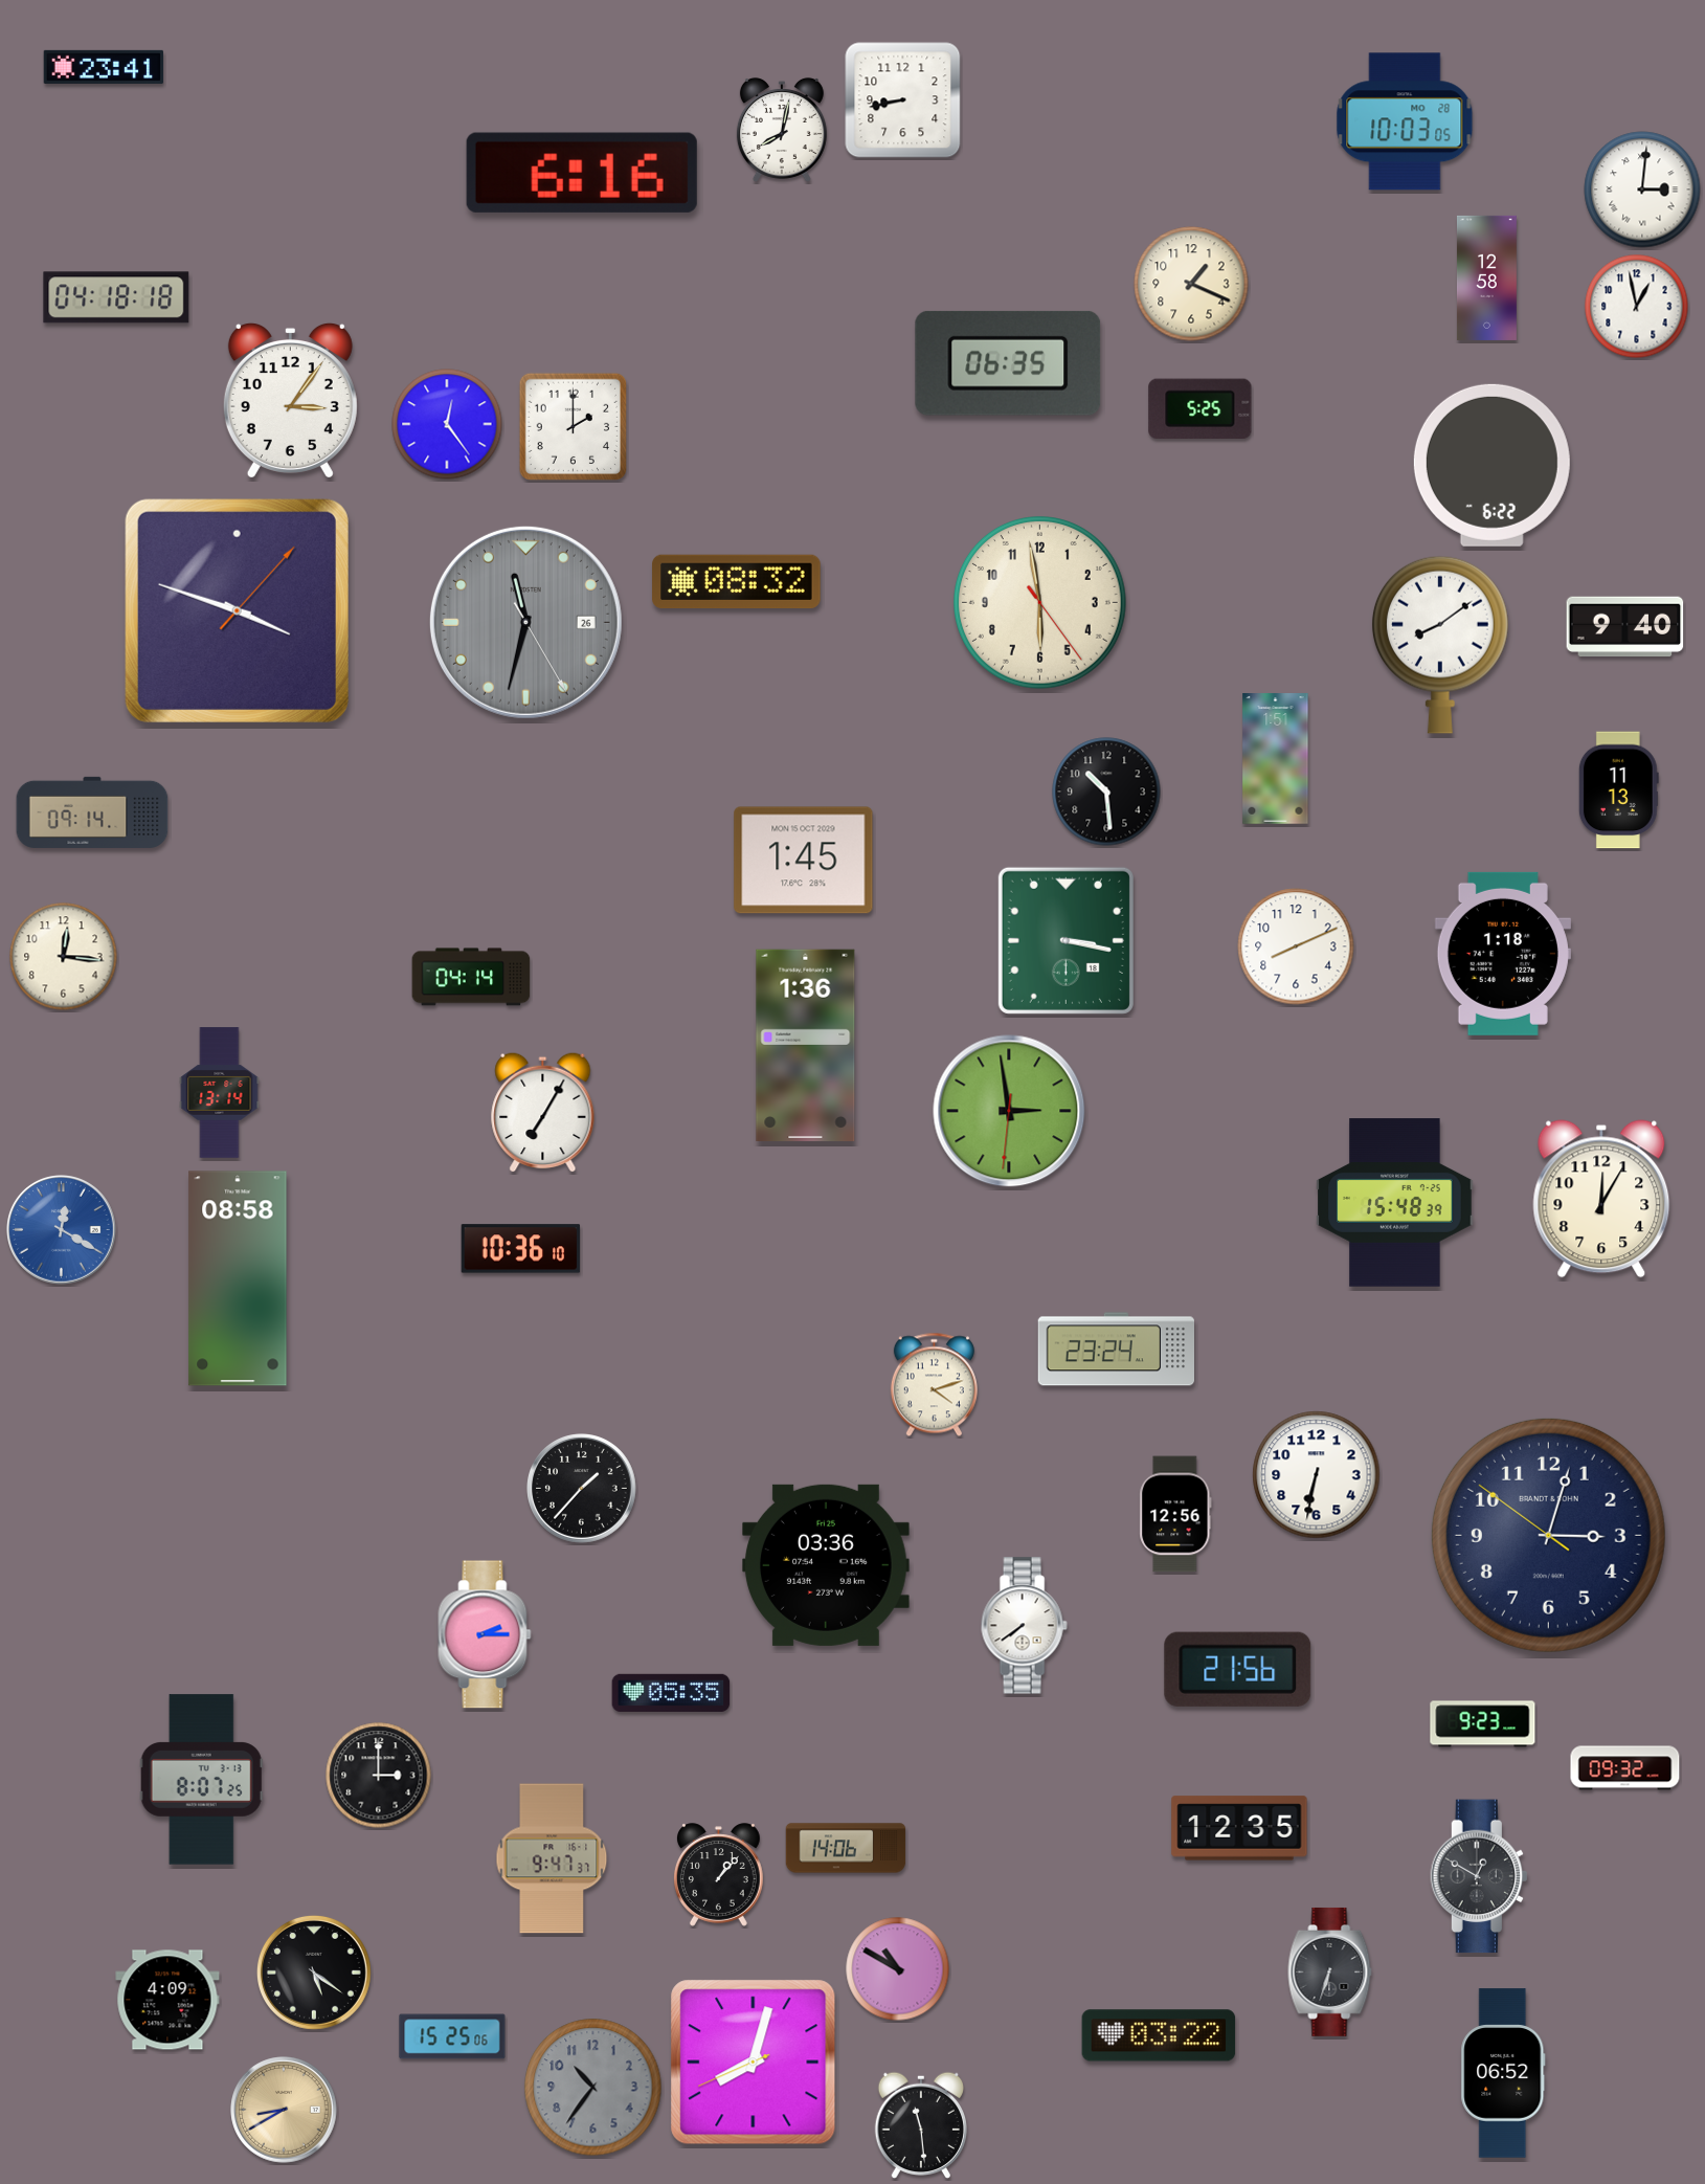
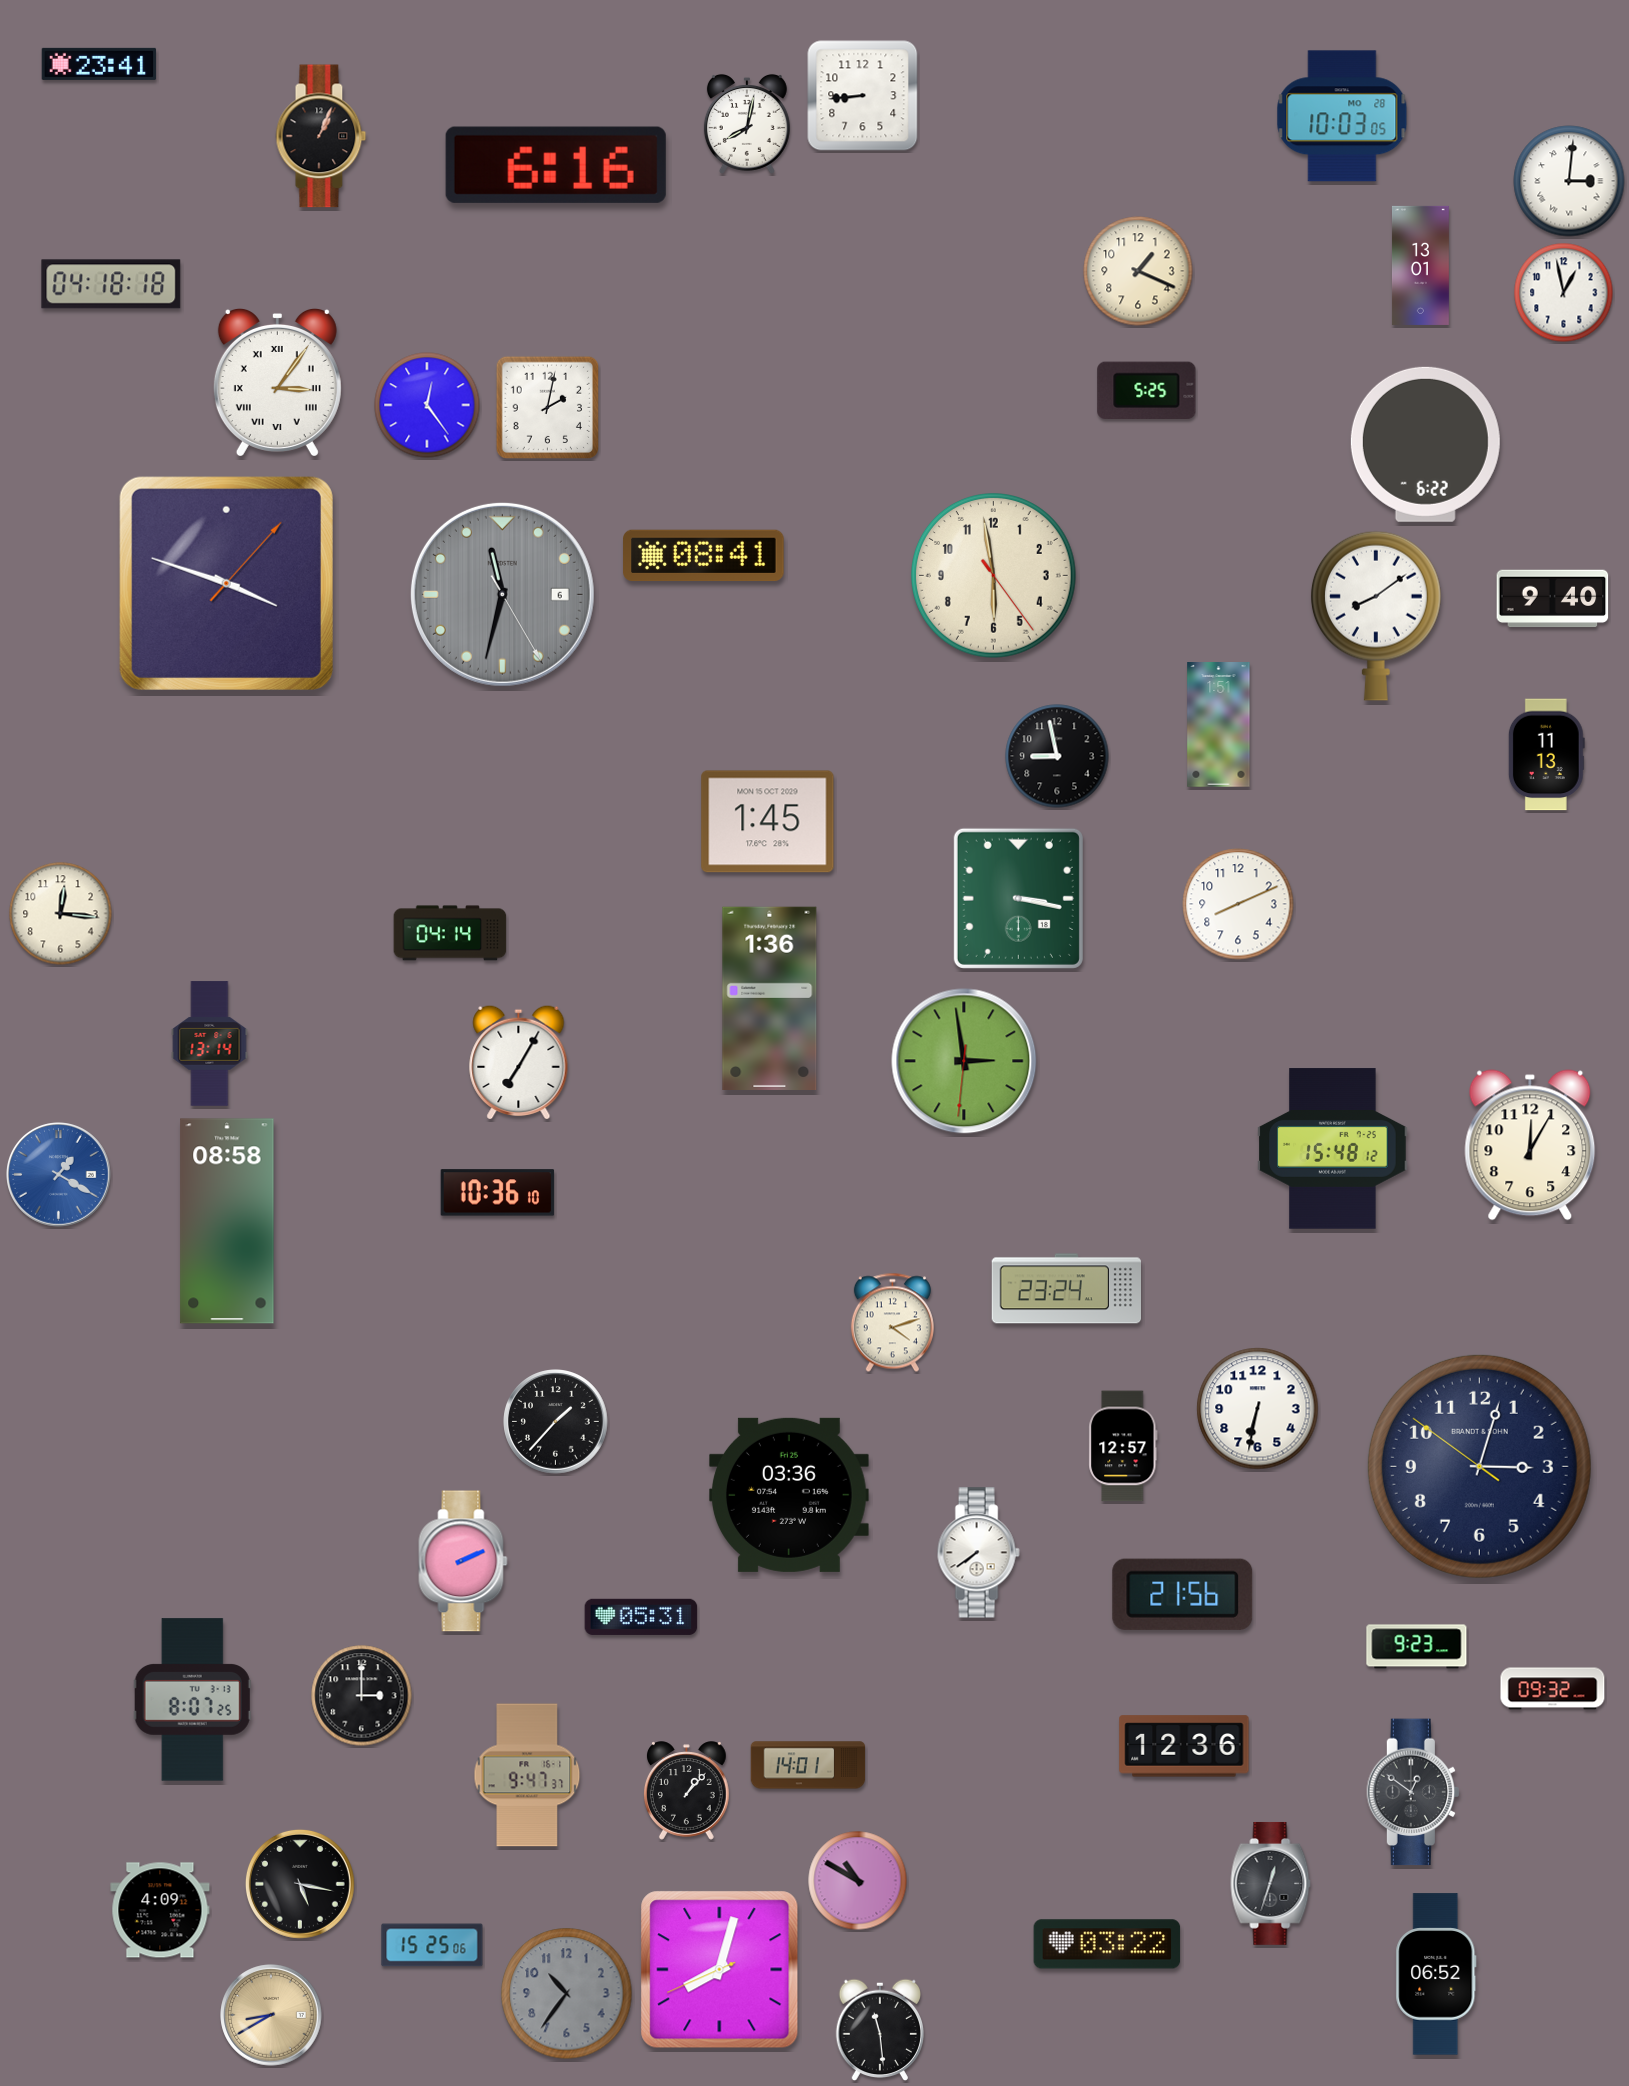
clock at (903, 101): 8:43 -> 8:44
clock at (321, 136): none -> 1:04
clock at (1486, 277): 12:58 -> 13:01
clock at (1008, 363): 06:35 -> none
clock at (290, 400) numerals: Arabic -> Roman
clock at (573, 426): 2:00 -> 2:02
clock at (737, 582): 08:32 -> 08:41
clock at (525, 622) date: 26 -> 6
clock at (1106, 792): 10:29 -> 8:58
clock at (92, 812): 09:14 -> none
clock at (1503, 954): 1:18 -> none
clock at (1395, 1203): 15:48:39 -> 15:48:12
clock at (62, 1230): 12:20 -> 1:20
clock at (1175, 1514): 12:56 -> 12:57
clock at (485, 1634): 2:15 -> 2:11
clock at (671, 1693): 05:35 -> 05:31
clock at (1239, 1828): 12:35 -> 12:36
clock at (846, 1848): 14:06 -> 14:01
clock at (1478, 1876): 12:50 -> 12:51
clock at (1330, 1971): 6:33 -> 12:33
clock at (314, 1973): 5:21 -> 5:17
clock at (1503, 2073) position: (1503, 2073) -> (1436, 1974)
